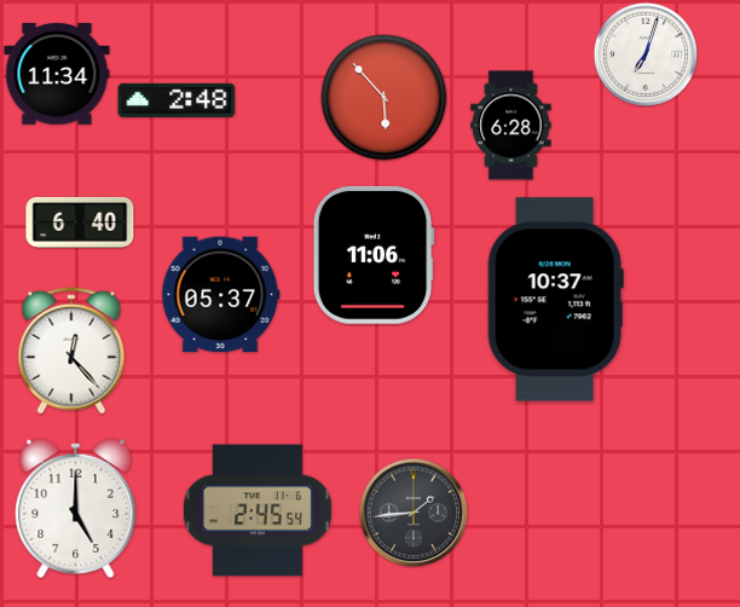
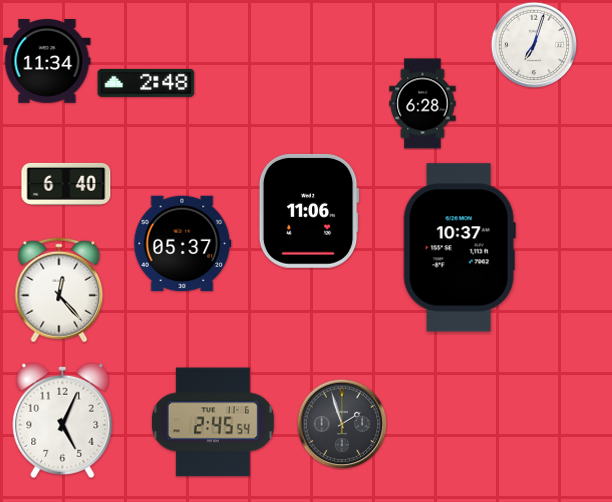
clock at (385, 98): 5:53 -> none
clock at (76, 508): 5:00 -> 5:04
clock at (414, 513): 1:44 -> 1:57
